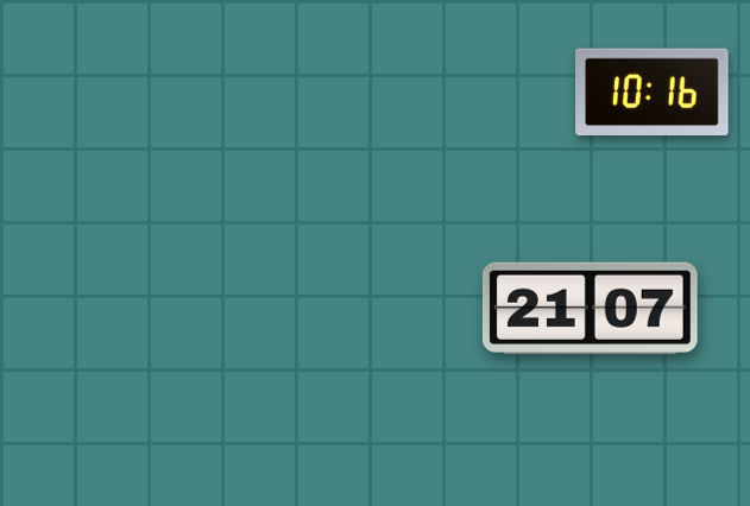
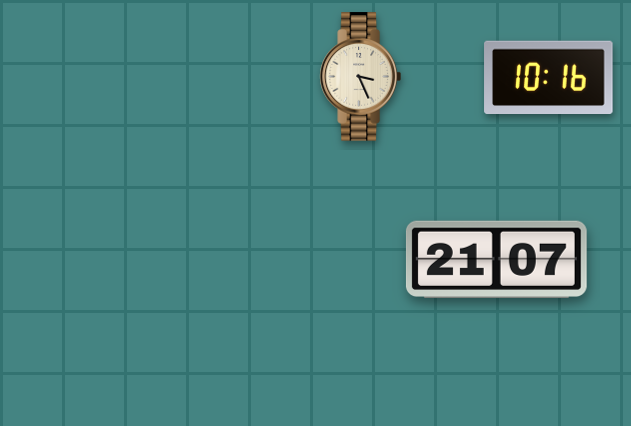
clock at (360, 77): none -> 3:26
